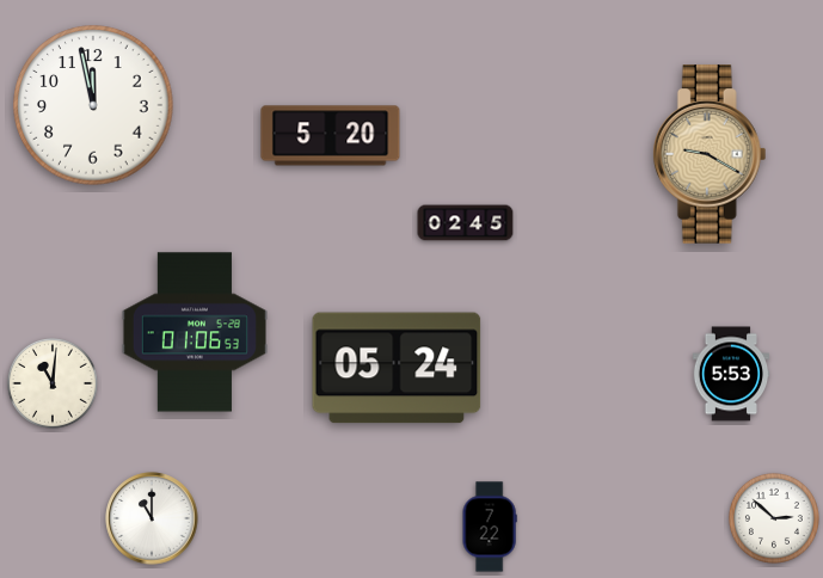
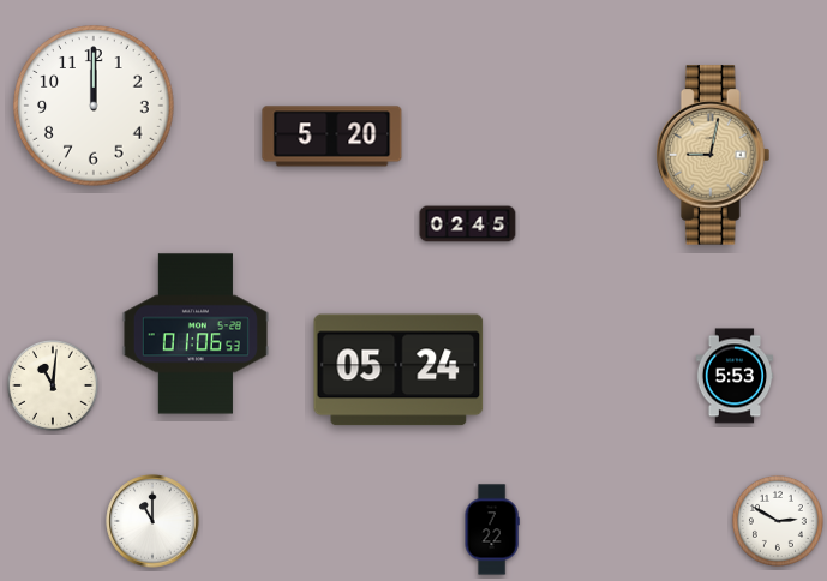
clock at (93, 105): 11:58 -> 12:00
clock at (710, 154): 9:20 -> 9:02
clock at (774, 518): 2:52 -> 2:50
